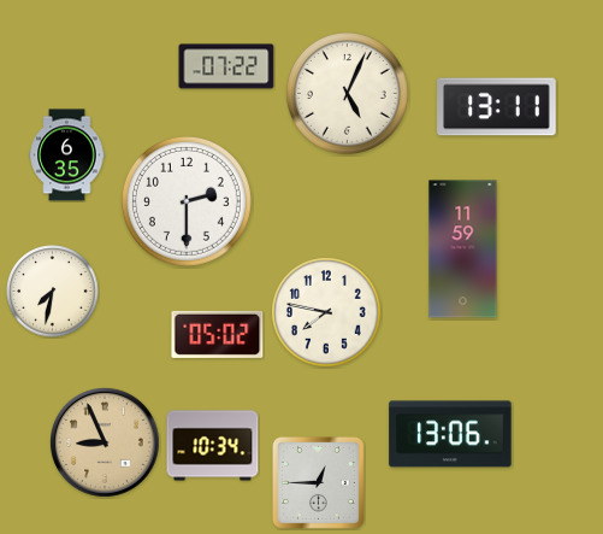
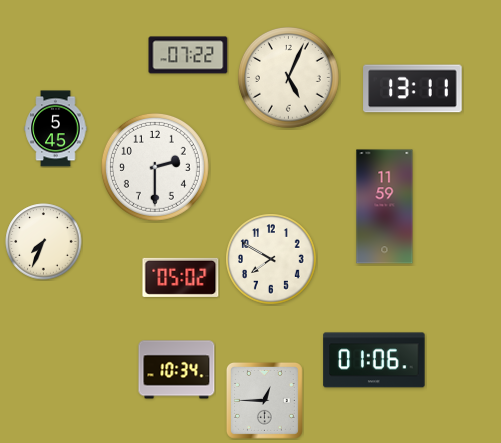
clock at (67, 155): 6:35 -> 5:45
clock at (53, 292): 7:32 -> 7:34
clock at (326, 312): 7:47 -> 7:50
clock at (450, 434): 13:06 -> 01:06
clock at (106, 444): 8:56 -> none
